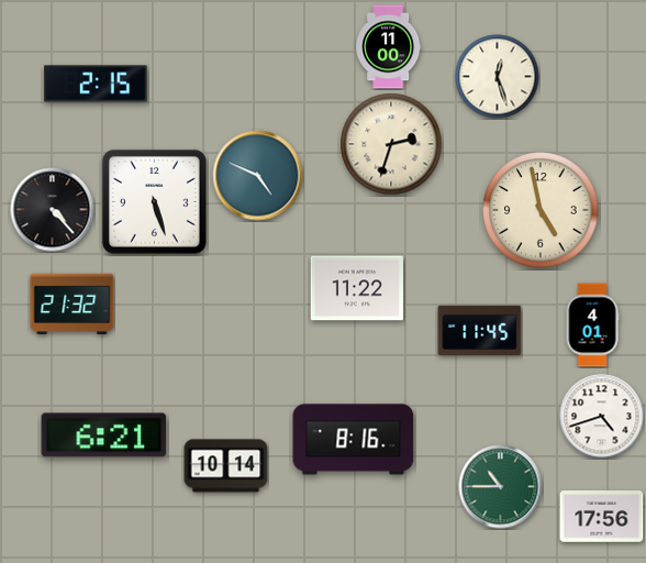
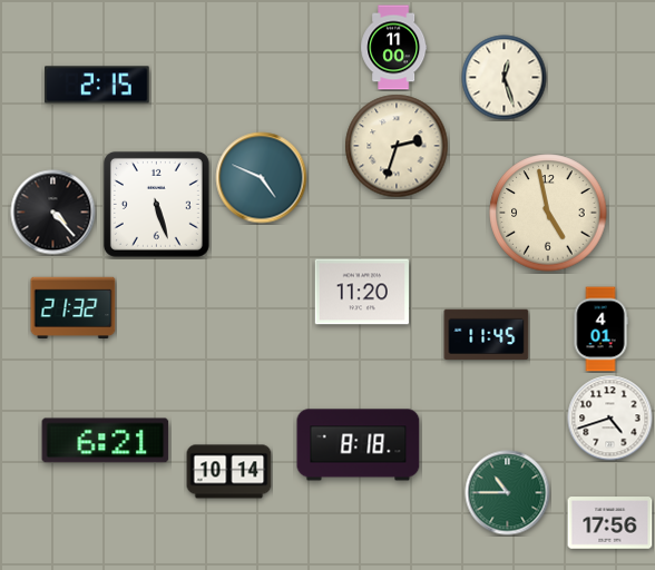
clock at (356, 288): 11:22 -> 11:20
clock at (602, 417) position: (602, 417) -> (610, 419)
clock at (354, 440): 8:16 -> 8:18
